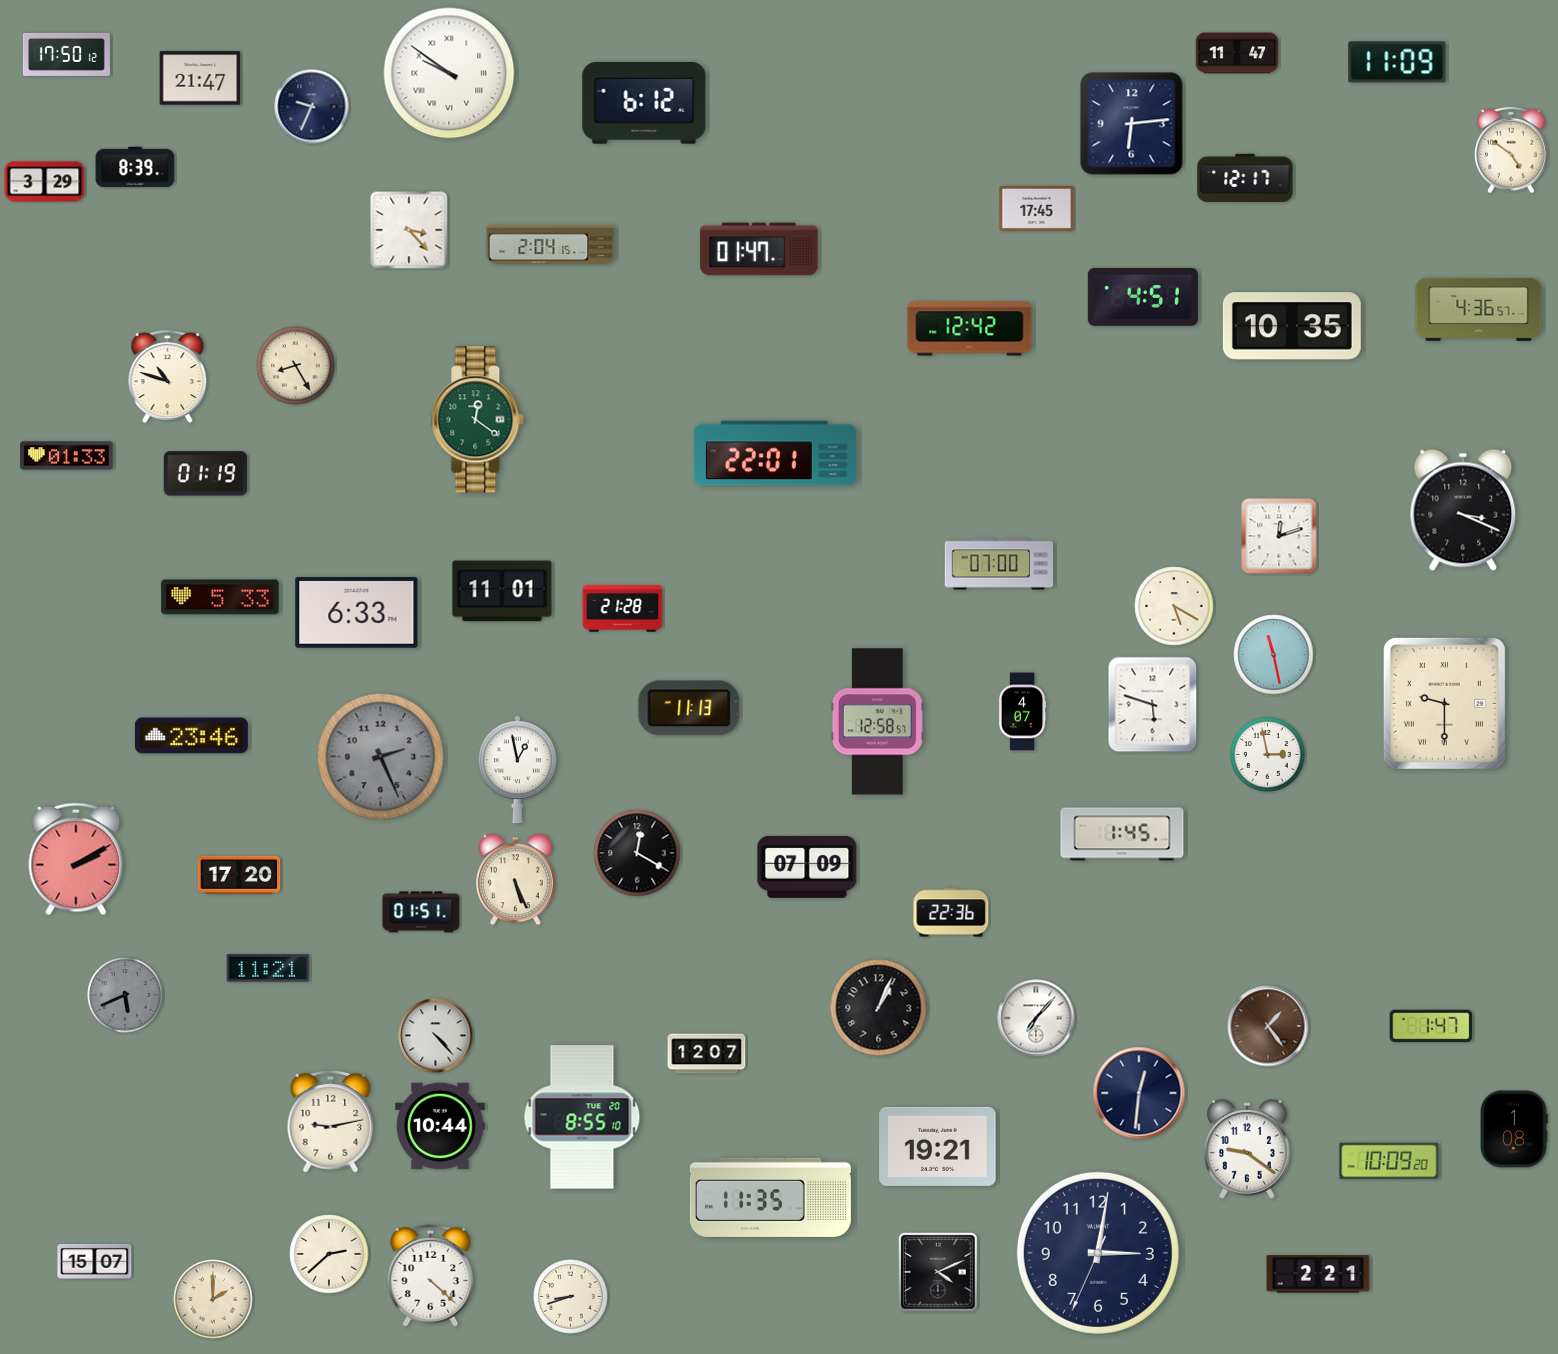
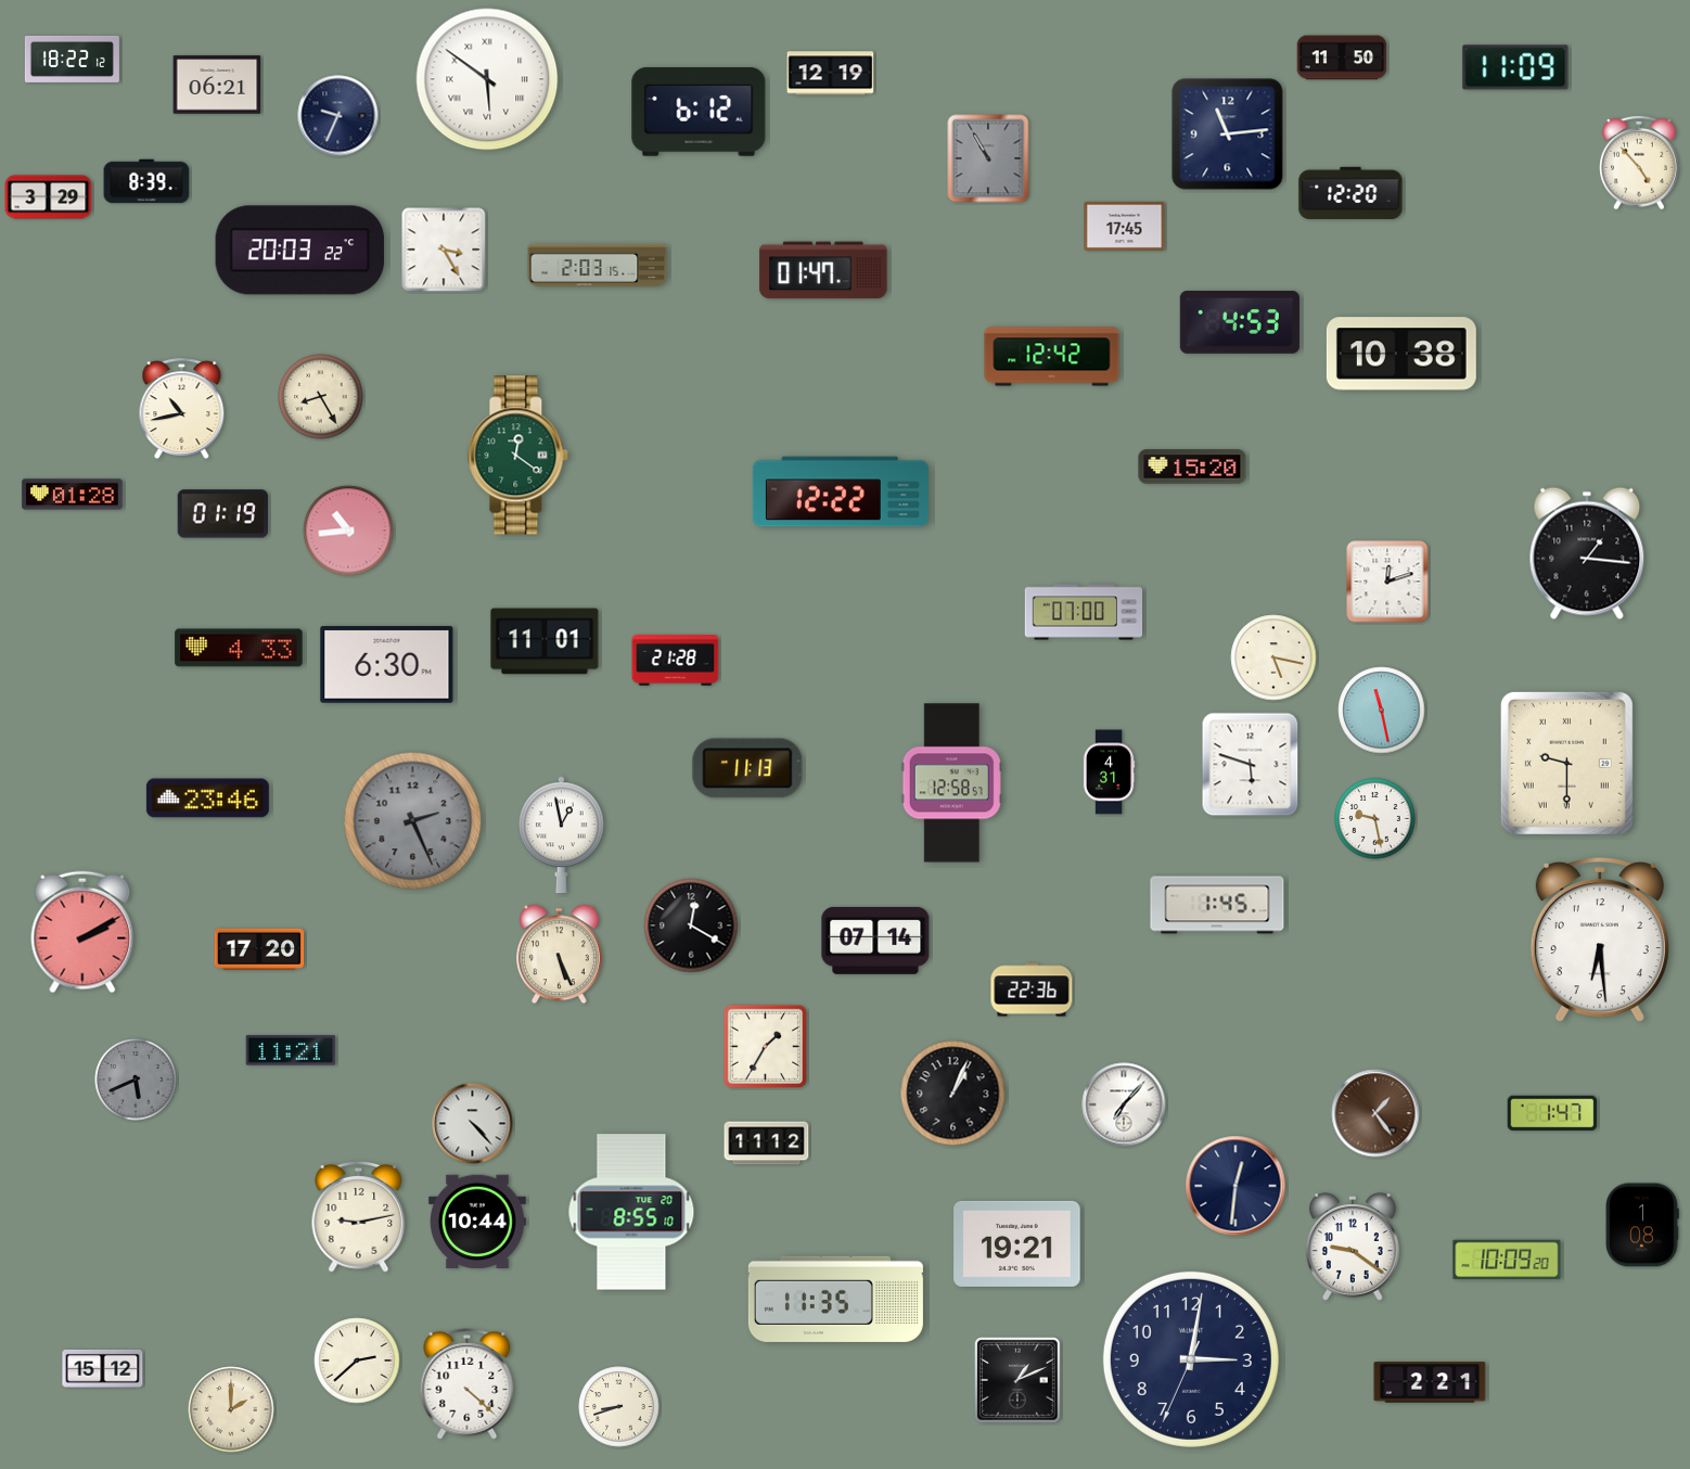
clock at (1237, 53): 11:47 -> 11:50
clock at (66, 54): 17:50 -> 18:22
clock at (831, 74): none -> 12:19
clock at (449, 73): 9:51 -> 5:51
clock at (200, 78): 21:47 -> 06:21
clock at (1132, 124): 6:14 -> 11:14
clock at (988, 158): none -> 10:55
clock at (1511, 150): 4:51 -> 4:53
clock at (1245, 178): 12:17 -> 12:20
clock at (409, 230): 3:23 -> 3:25
clock at (300, 251): none -> 20:03
clock at (551, 245): 2:04 -> 2:03
clock at (1143, 297): 4:51 -> 4:53
clock at (1479, 309): 4:36 -> none
clock at (1292, 326): 10:35 -> 10:38
clock at (168, 377): 10:48 -> 10:43
clock at (1192, 467): none -> 15:20
clock at (775, 453): 22:01 -> 12:22
clock at (67, 456): 01:33 -> 01:28
clock at (348, 531): none -> 10:44
clock at (1463, 510): 3:19 -> 1:16
clock at (220, 597): 5:33 -> 4:33
clock at (1174, 606): 5:20 -> 5:17
clock at (357, 613): 6:33 -> 6:30
clock at (1022, 712): 4:07 -> 4:31
clock at (1268, 755): 2:58 -> 9:28
clock at (807, 867): 07:09 -> 07:14
clock at (1600, 941): none -> 6:29
clock at (421, 912): 01:51 -> none
clock at (765, 1046): none -> 1:35
clock at (707, 1054): 12:07 -> 11:12
clock at (95, 1261): 15:07 -> 15:12
clock at (939, 1273): 4:11 -> 1:11
